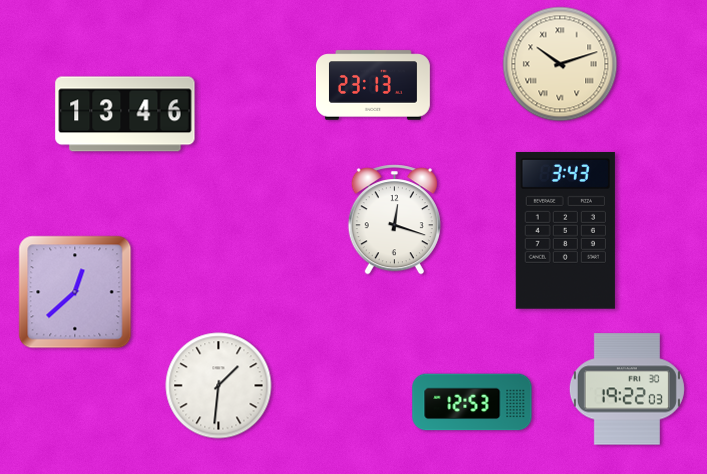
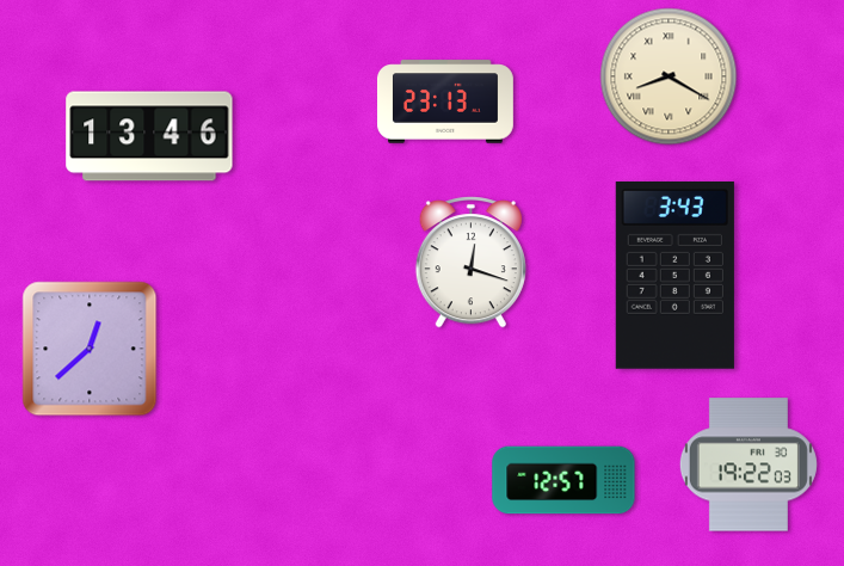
clock at (560, 64): 10:12 -> 8:20
clock at (219, 386): 1:31 -> none
clock at (472, 402): 12:53 -> 12:57
